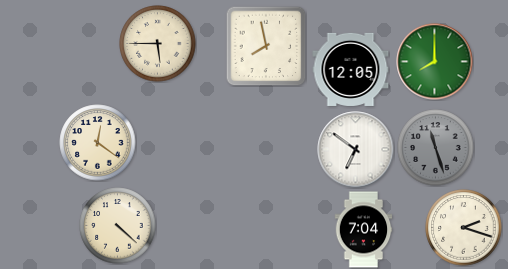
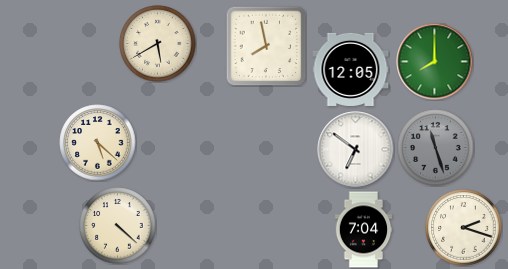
clock at (158, 44): 5:45 -> 5:40
clock at (98, 143): 12:21 -> 5:22
